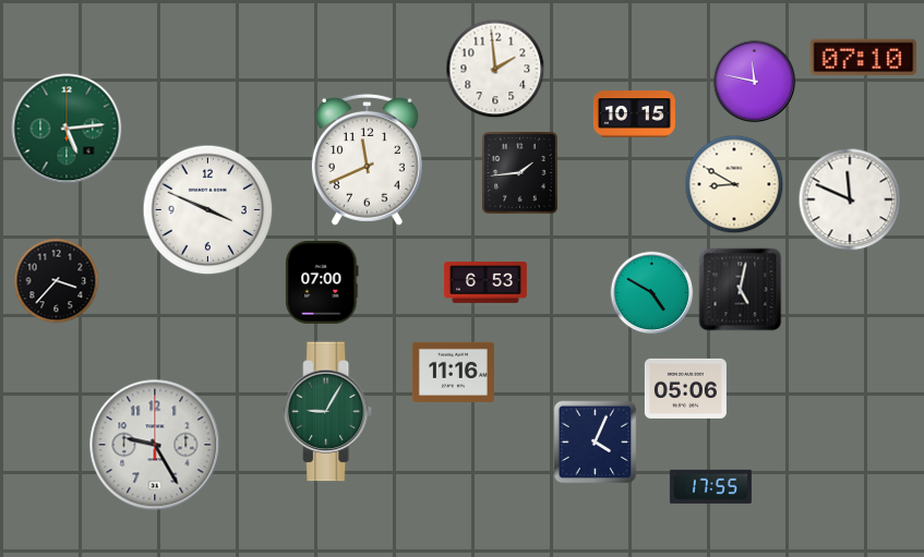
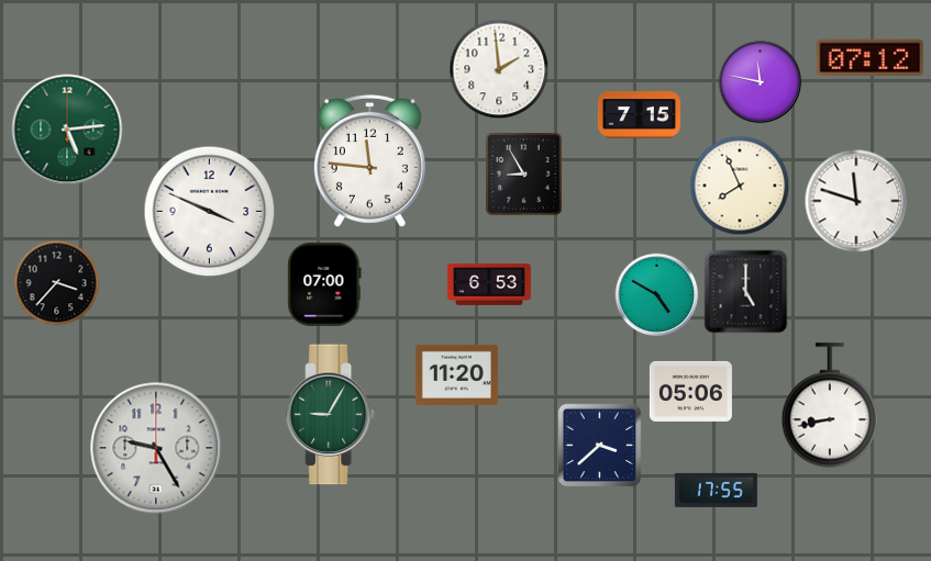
clock at (864, 58): 07:10 -> 07:12
clock at (634, 114): 10:15 -> 7:15
clock at (367, 159): 11:41 -> 11:46
clock at (520, 173): 1:44 -> 8:55
clock at (734, 184): 8:50 -> 7:56
clock at (850, 199): 11:49 -> 11:48
clock at (741, 290): 5:02 -> 5:00
clock at (453, 372): 11:16 -> 11:20
clock at (830, 405): none -> 8:43
clock at (596, 443): 4:04 -> 3:38
